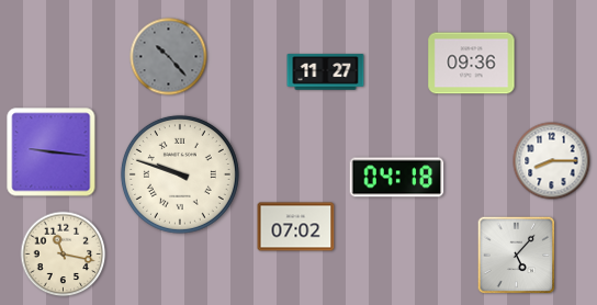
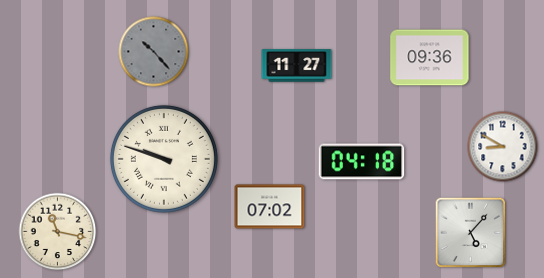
clock at (52, 152): 9:16 -> none
clock at (552, 161): 8:15 -> 8:50
